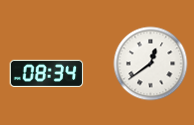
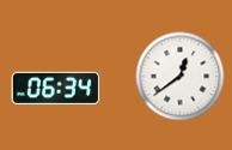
clock at (47, 73): 08:34 -> 06:34
